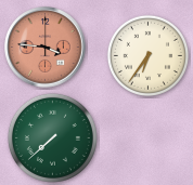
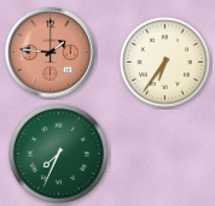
clock at (46, 48): 3:46 -> 1:46
clock at (52, 137): 7:38 -> 7:34
